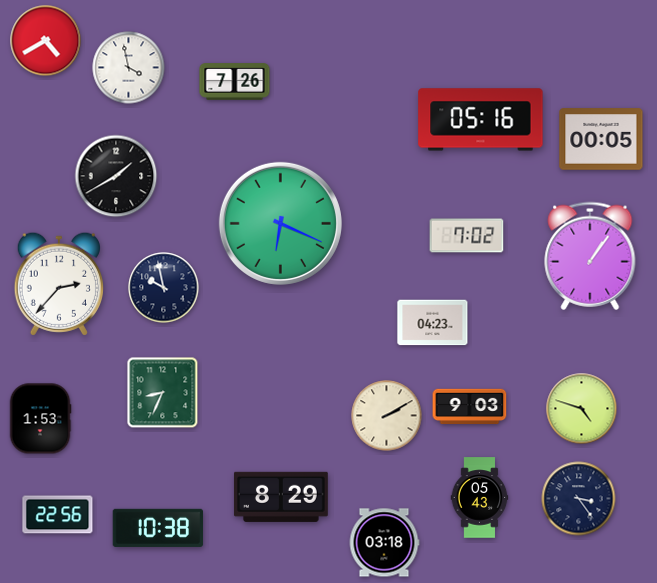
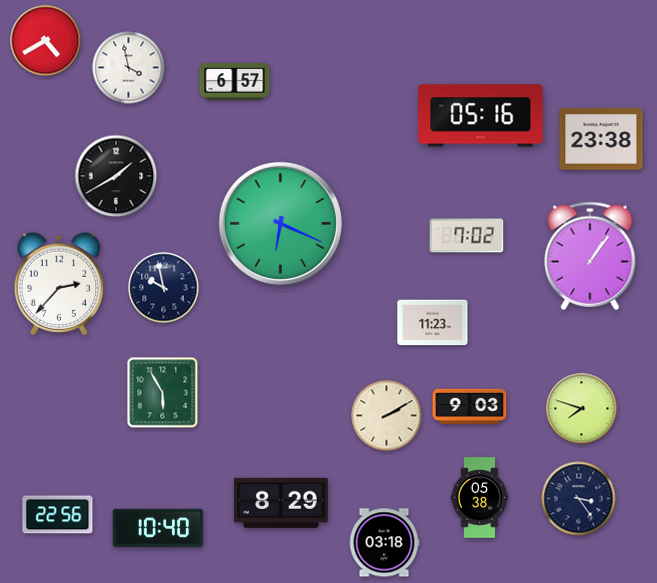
clock at (235, 82): 7:26 -> 6:57
clock at (481, 120) position: (481, 120) -> (481, 116)
clock at (601, 139): 00:05 -> 23:38
clock at (433, 323): 04:23 -> 11:23
clock at (163, 393): 8:34 -> 5:55
clock at (582, 409): 4:48 -> 7:48
clock at (40, 419): 1:53 -> none
clock at (281, 497) position: (281, 497) -> (281, 503)
clock at (480, 498): 05:43 -> 05:38
clock at (158, 528): 10:38 -> 10:40
